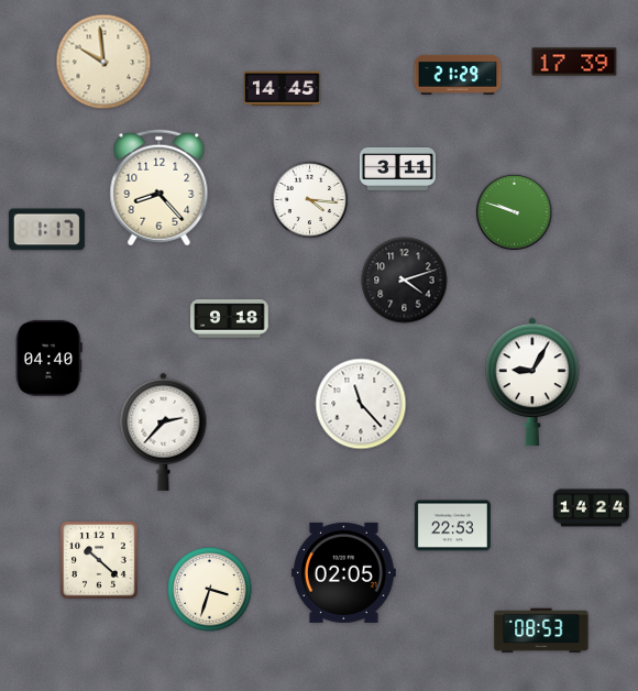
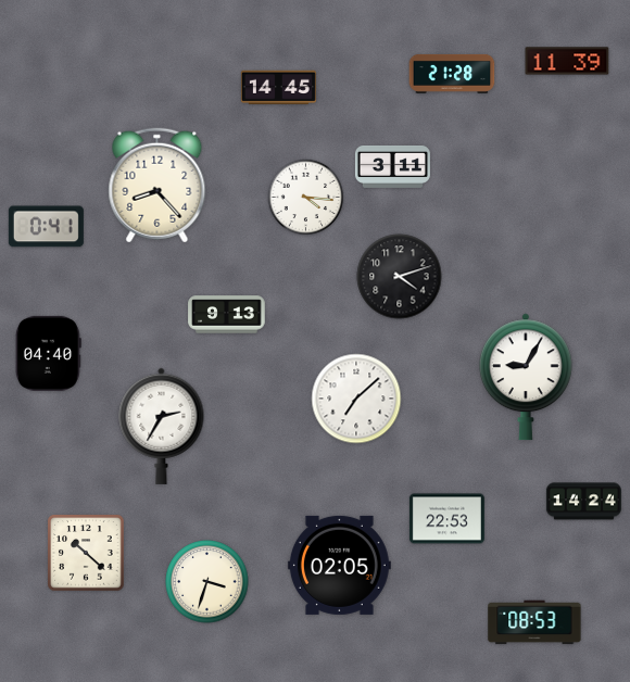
clock at (103, 62): 9:59 -> none
clock at (574, 62): 17:39 -> 11:39
clock at (458, 75): 21:29 -> 21:28
clock at (515, 212): 9:48 -> none
clock at (46, 230): 1:17 -> 0:41
clock at (230, 319): 9:18 -> 9:13
clock at (361, 404): 11:23 -> 7:08
clock at (164, 431): 2:37 -> 2:35
clock at (99, 560) position: (99, 560) -> (86, 553)
